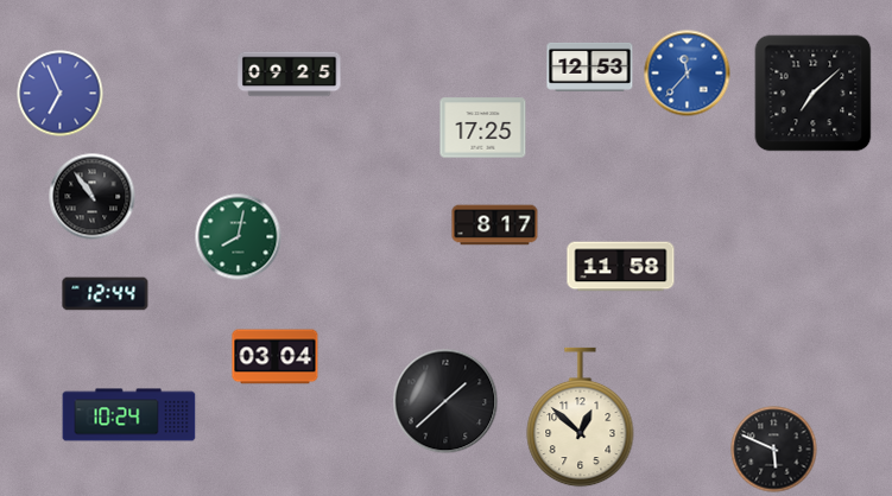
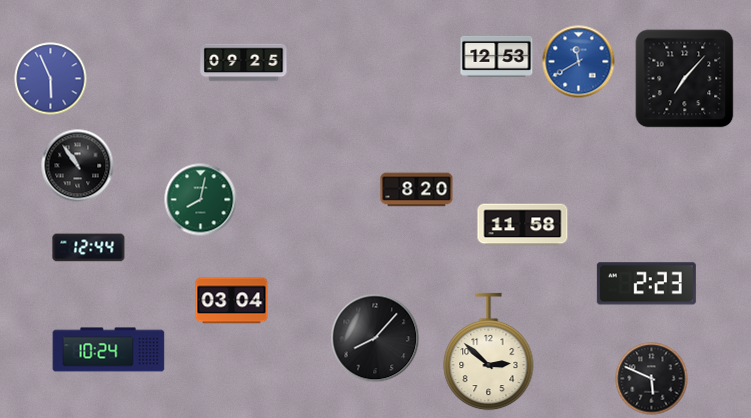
clock at (688, 74): 11:37 -> 11:40
clock at (61, 94): 6:56 -> 5:56
clock at (814, 94): 7:08 -> 7:07
clock at (483, 128): 17:25 -> none
clock at (495, 225): 8:17 -> 8:20
clock at (646, 284): none -> 2:23
clock at (445, 401): 1:38 -> 8:07
clock at (581, 418): 12:52 -> 2:52
